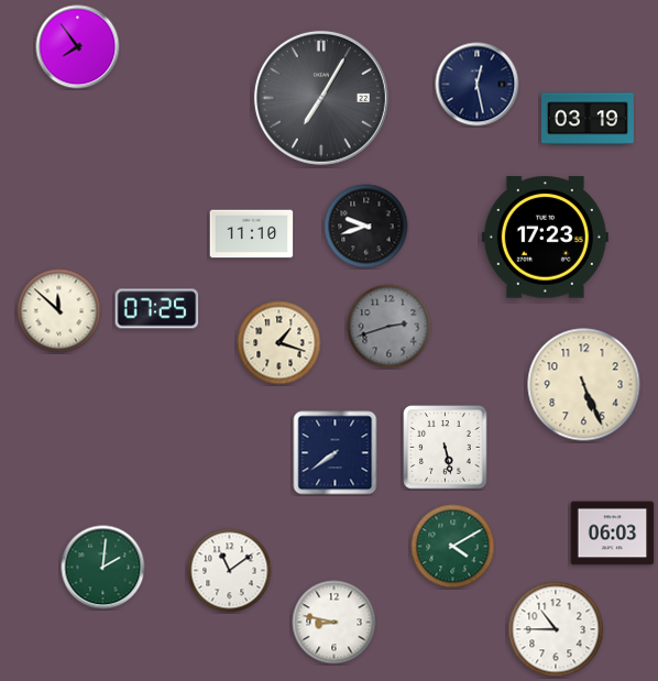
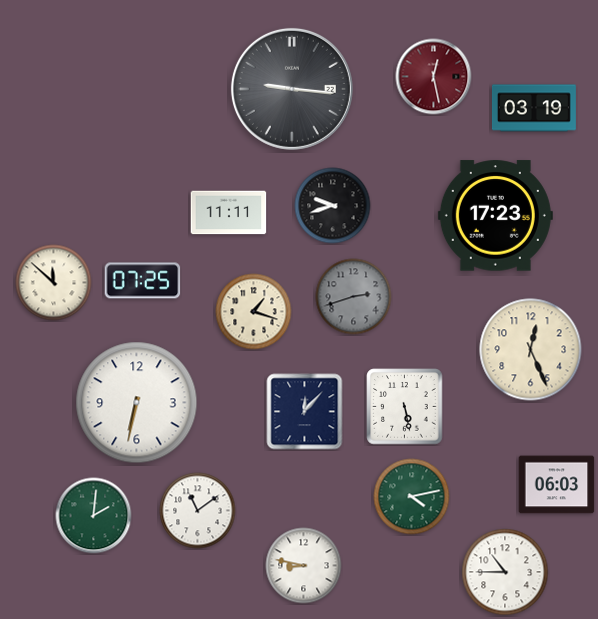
clock at (78, 47): 7:54 -> none
clock at (478, 85) dial: navy -> burgundy
clock at (321, 98): 7:05 -> 9:16
clock at (252, 234): 11:10 -> 11:11
clock at (584, 385): 5:26 -> 12:26
clock at (137, 403): none -> 6:32
clock at (336, 453): 7:39 -> 12:07
clock at (453, 547): 4:10 -> 4:13
clock at (230, 571) position: (230, 571) -> (198, 511)
